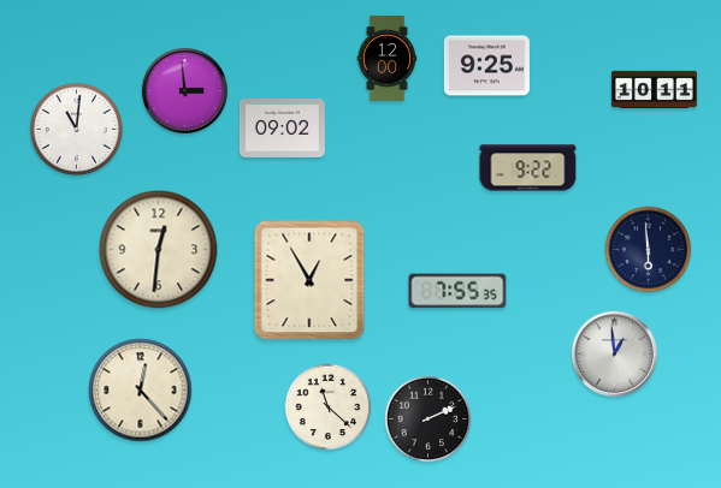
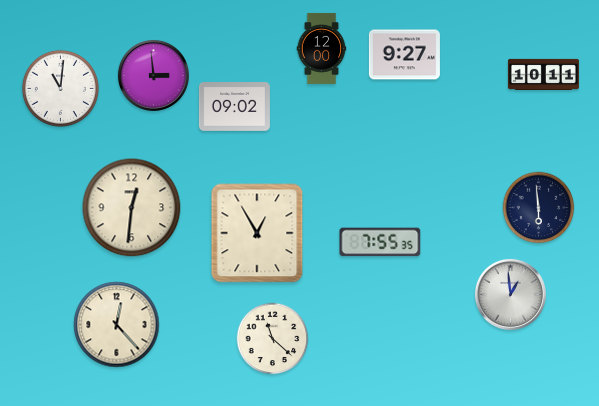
clock at (486, 66): 9:25 -> 9:27
clock at (76, 129) position: (76, 129) -> (60, 88)
clock at (528, 168): 9:22 -> none
clock at (429, 419): 2:11 -> none
